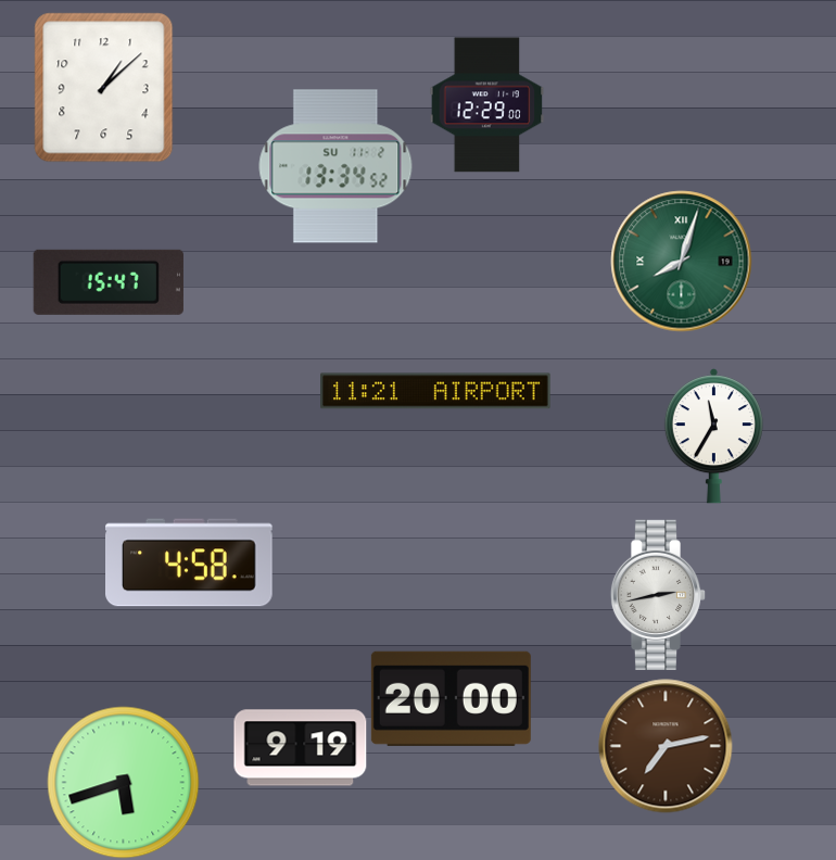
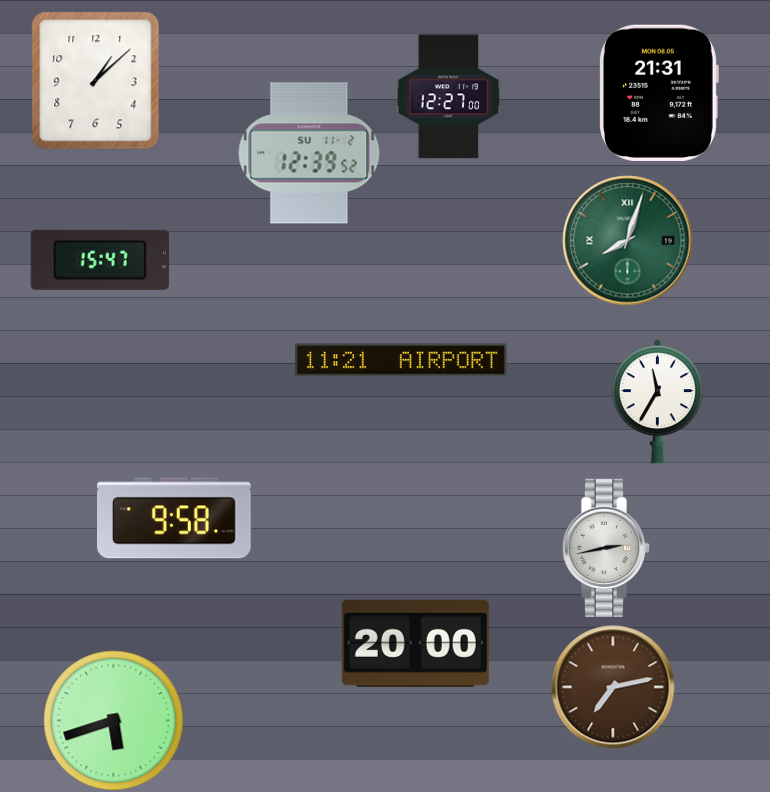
clock at (659, 93): none -> 21:31
clock at (487, 105): 12:29 -> 12:27
clock at (335, 166): 13:34 -> 12:39
clock at (190, 562): 4:58 -> 9:58
clock at (301, 748): 9:19 -> none
